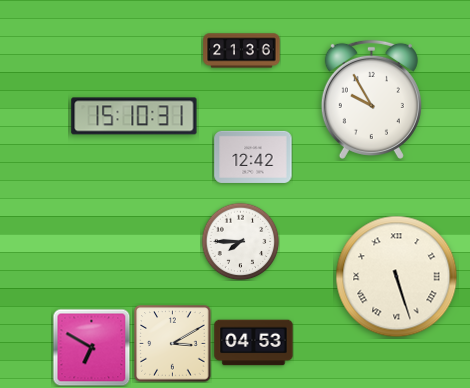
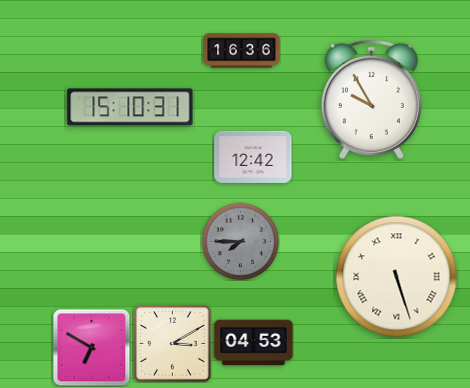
clock at (242, 51): 21:36 -> 16:36
clock at (134, 116) position: (134, 116) -> (130, 107)
clock at (240, 241) dial: white -> grey
